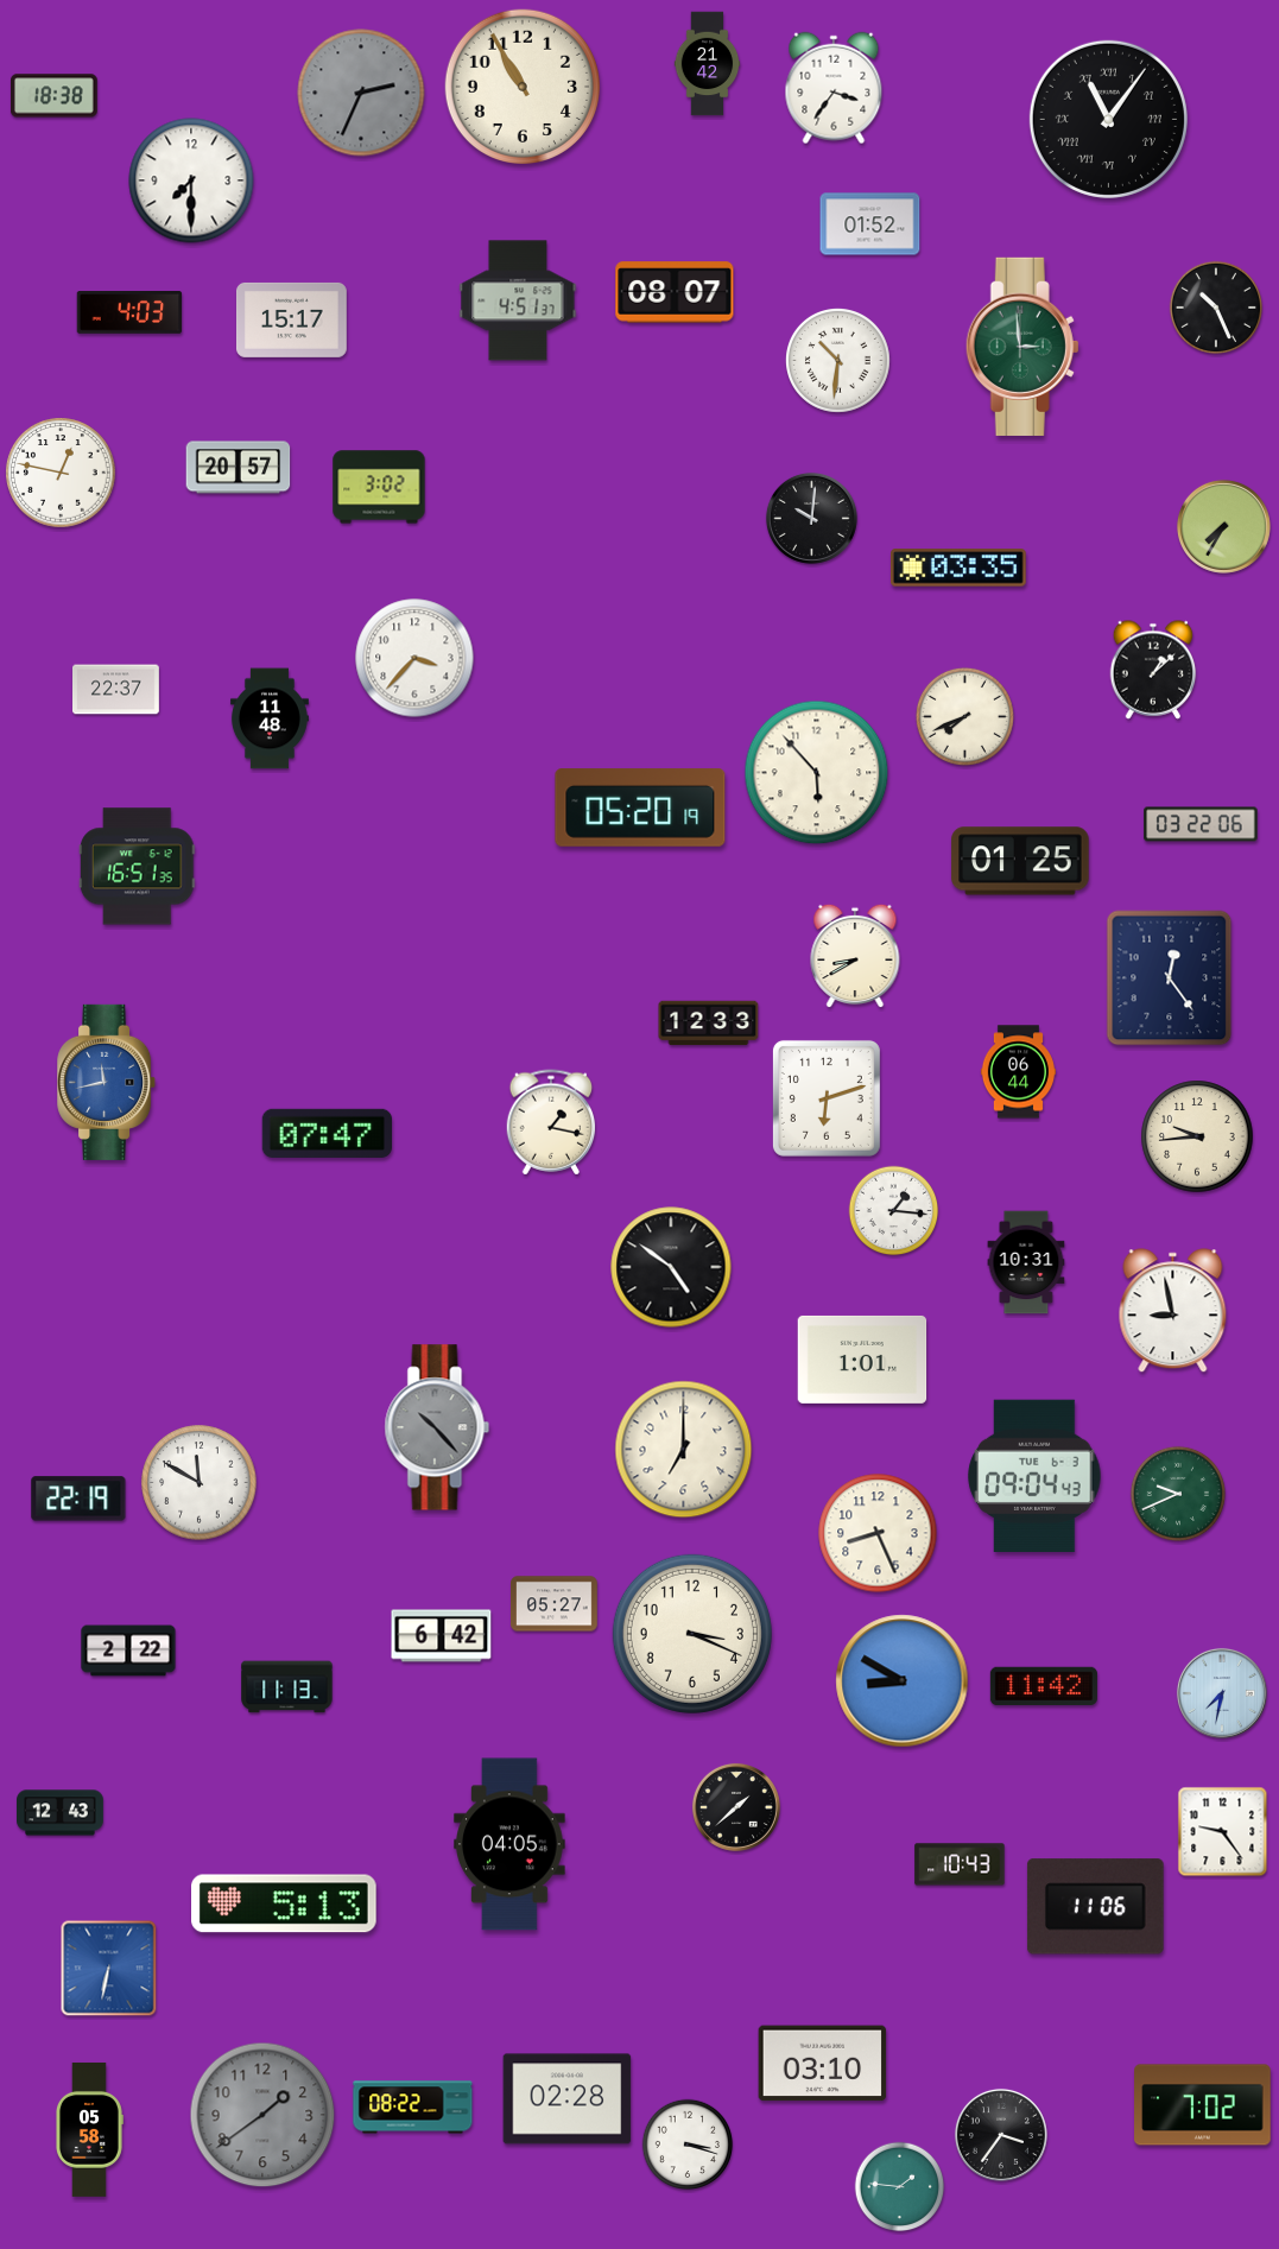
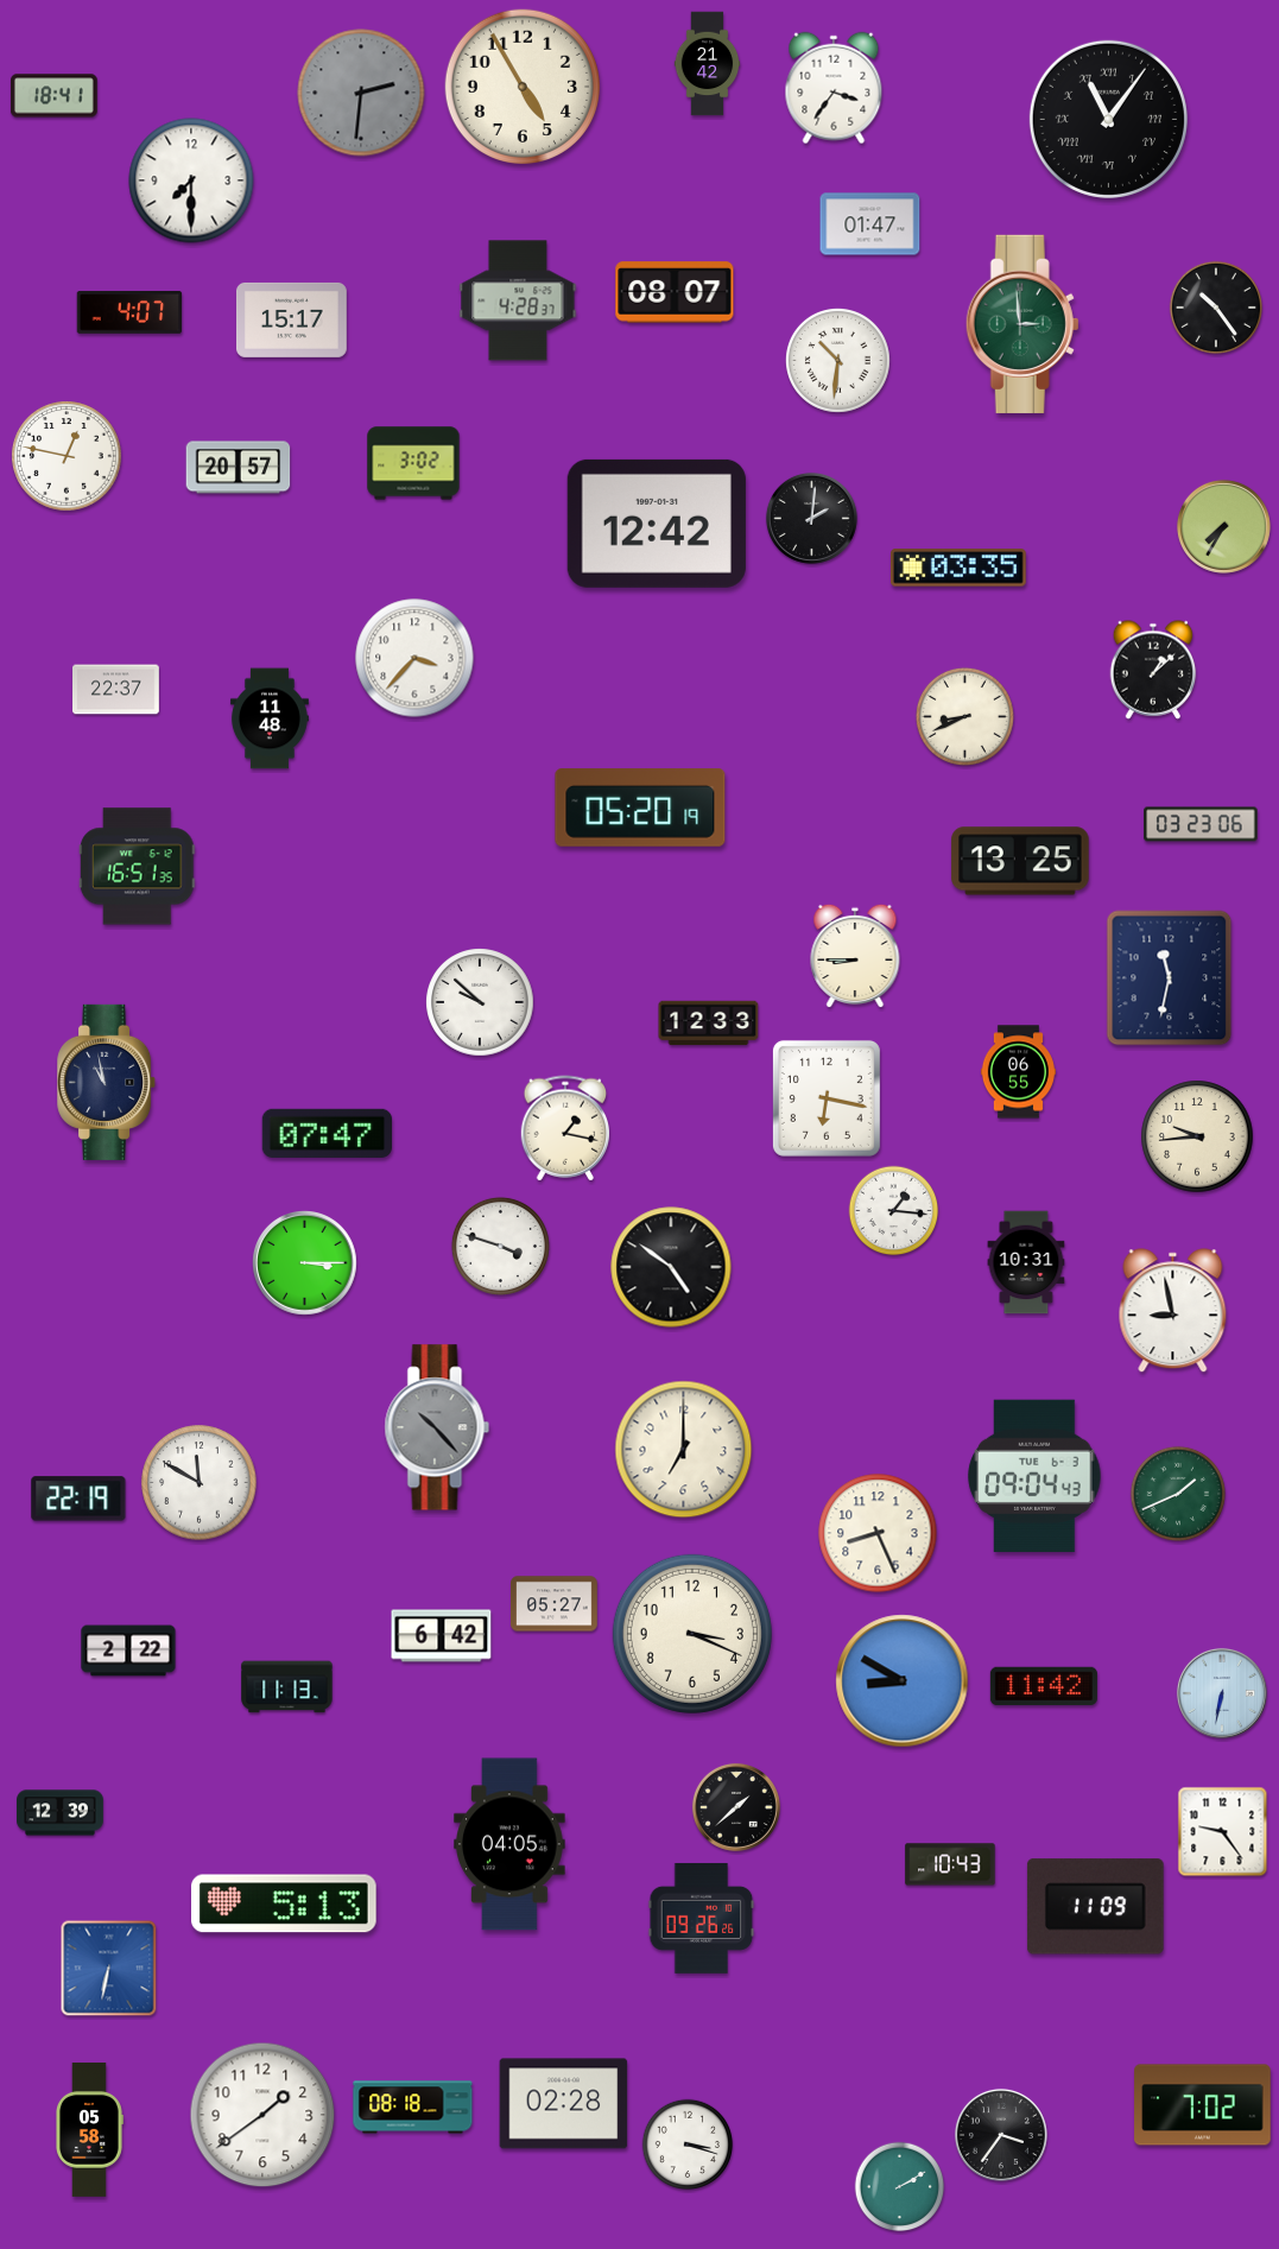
clock at (521, 85): 10:55 -> 4:55
clock at (361, 93): 2:34 -> 2:31
clock at (53, 96): 18:38 -> 18:41
clock at (870, 224): 01:52 -> 01:47
clock at (518, 300): 4:51 -> 4:28
clock at (1215, 306): 10:26 -> 10:24
clock at (129, 313): 4:03 -> 4:07
clock at (1022, 347) position: (1022, 347) -> (1022, 324)
clock at (61, 473) position: (61, 473) -> (67, 456)
clock at (379, 487) position: (379, 487) -> (413, 463)
clock at (811, 518): 10:01 -> 2:01
clock at (657, 524): none -> 12:42
clock at (964, 716): 7:41 -> 8:41
clock at (817, 773): 5:53 -> none
clock at (1201, 824): 03:22 -> 03:23
clock at (1020, 861): 01:25 -> 13:25
clock at (855, 956): 8:40 -> 8:45
clock at (1170, 978): 12:24 -> 11:32
clock at (480, 1002): none -> 9:52
clock at (1018, 1072): 06:44 -> 06:55
clock at (107, 1082): 11:43 -> 10:58
clock at (107, 1082) dial: blue -> navy
clock at (827, 1098): 6:12 -> 6:17
clock at (551, 1122) position: (551, 1122) -> (565, 1128)
clock at (500, 1246): none -> 3:48
clock at (305, 1263): none -> 3:15
clock at (862, 1360): 1:01 -> none
clock at (1178, 1494): 9:41 -> 1:41
clock at (1222, 1693): 7:32 -> 6:32
clock at (61, 1813): 12:43 -> 12:39
clock at (960, 1864) position: (960, 1864) -> (950, 1864)
clock at (1095, 1907): 11:06 -> 11:09
clock at (702, 1918): none -> 09:26
clock at (823, 2064): 03:10 -> none
clock at (568, 2099) position: (568, 2099) -> (564, 2104)
clock at (413, 2108): 08:22 -> 08:18
clock at (262, 2115) dial: grey -> white
clock at (900, 2187): 1:46 -> 2:10
